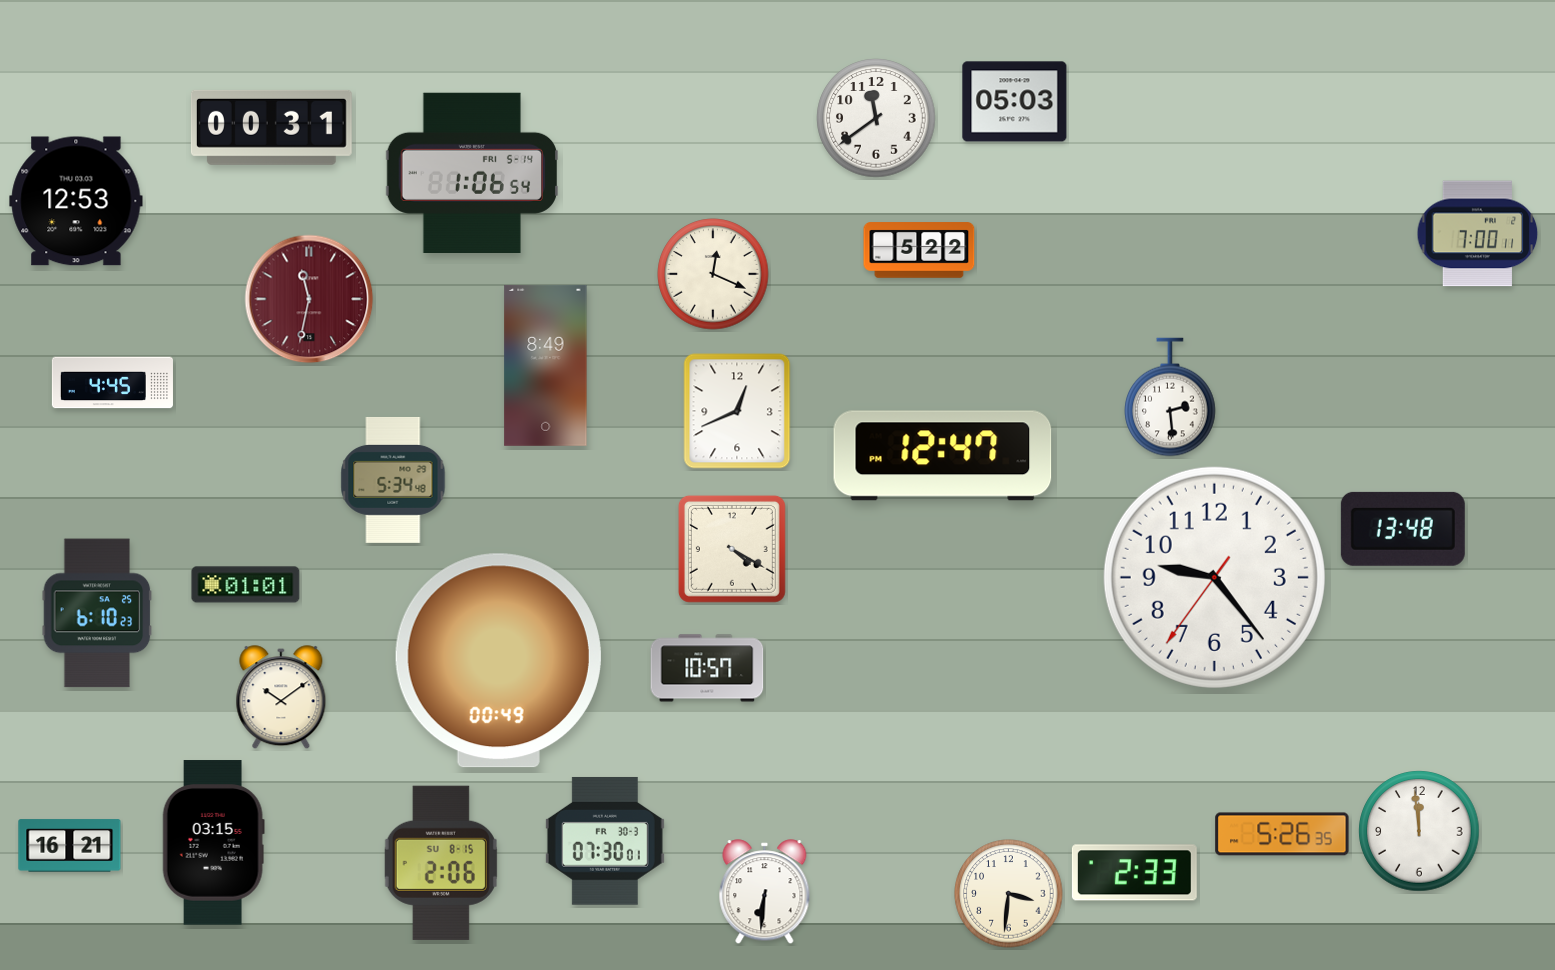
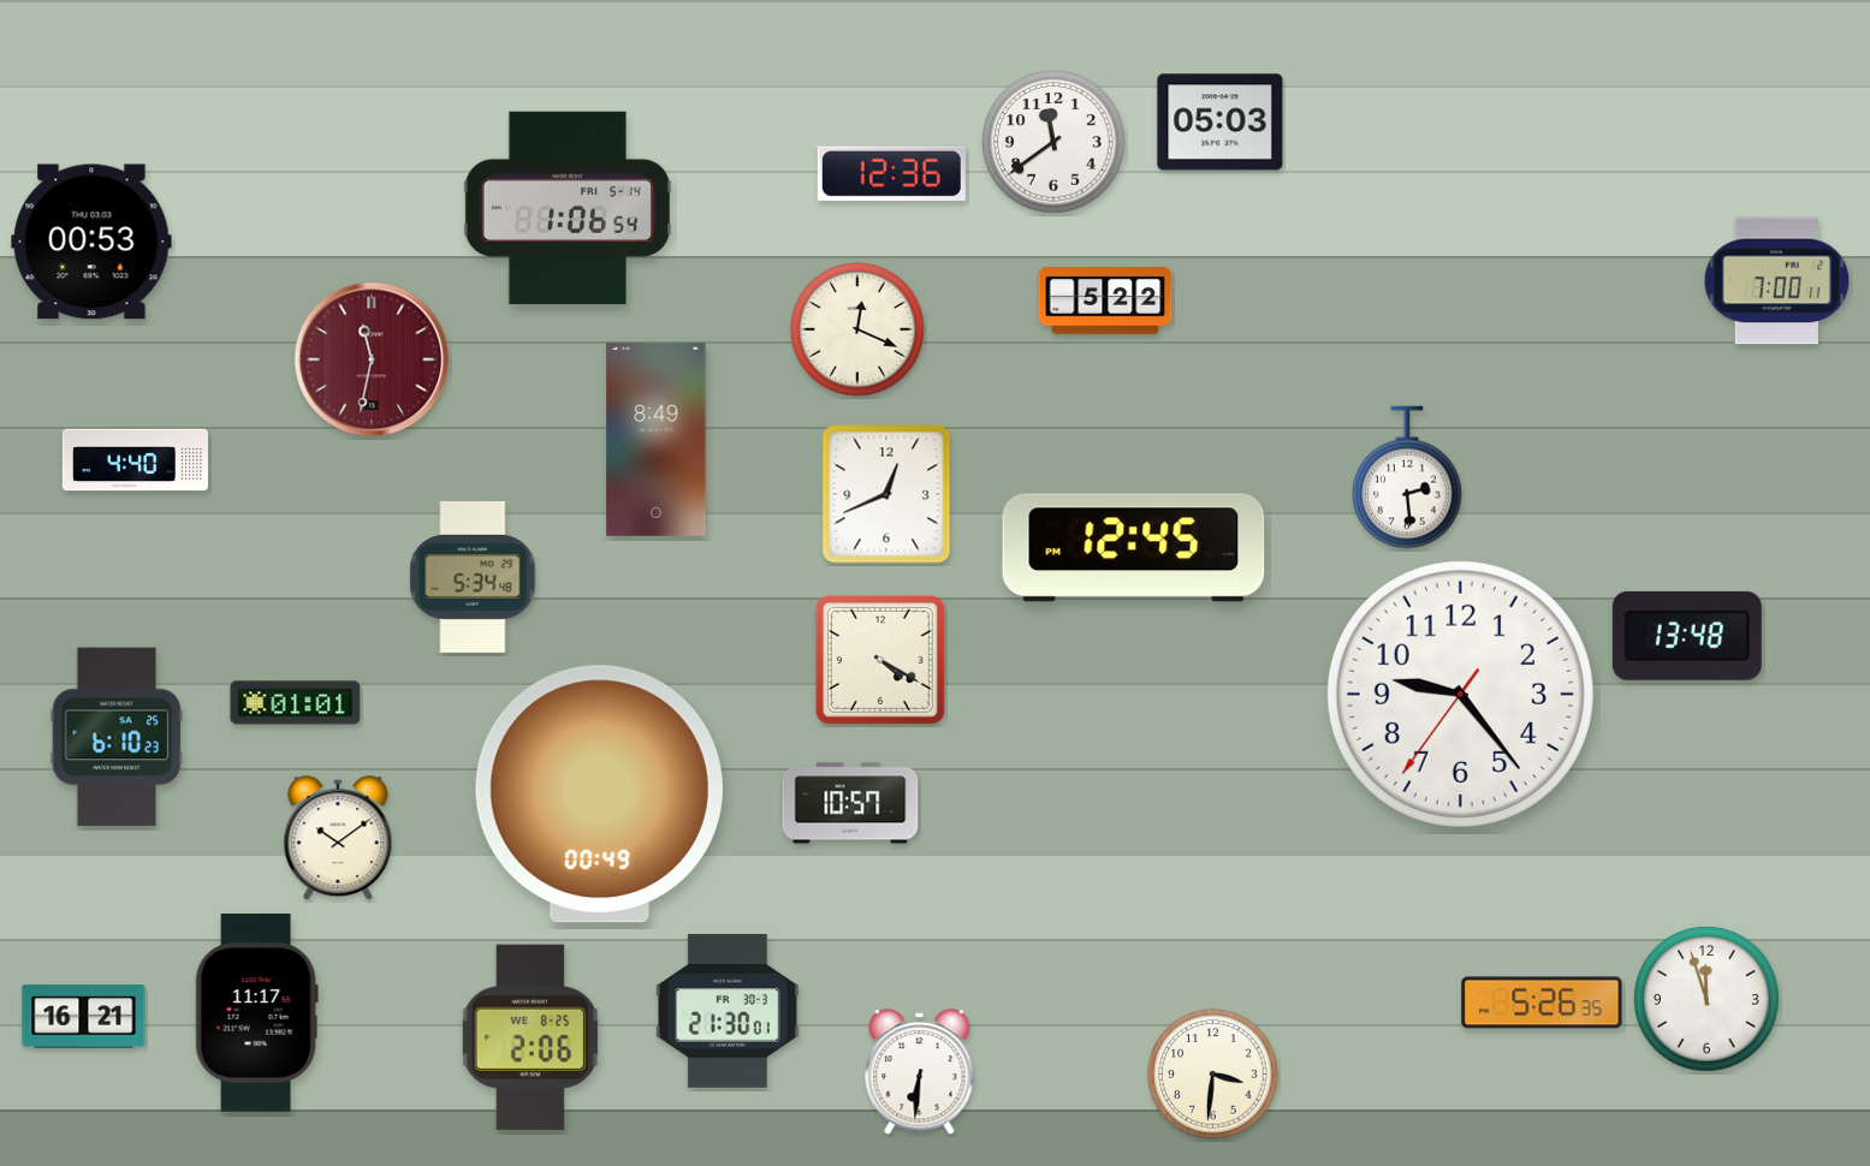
clock at (271, 127): 00:31 -> none
clock at (891, 173): none -> 12:36
clock at (76, 201): 12:53 -> 00:53
clock at (112, 383): 4:45 -> 4:40
clock at (943, 456): 12:47 -> 12:45
clock at (1419, 831): 11:59 -> 11:57
clock at (605, 841): 07:30 -> 21:30
clock at (213, 843): 03:15 -> 11:17
clock at (441, 863) date: SU 8-15 -> WE 8-25
clock at (1134, 873): 2:33 -> none
